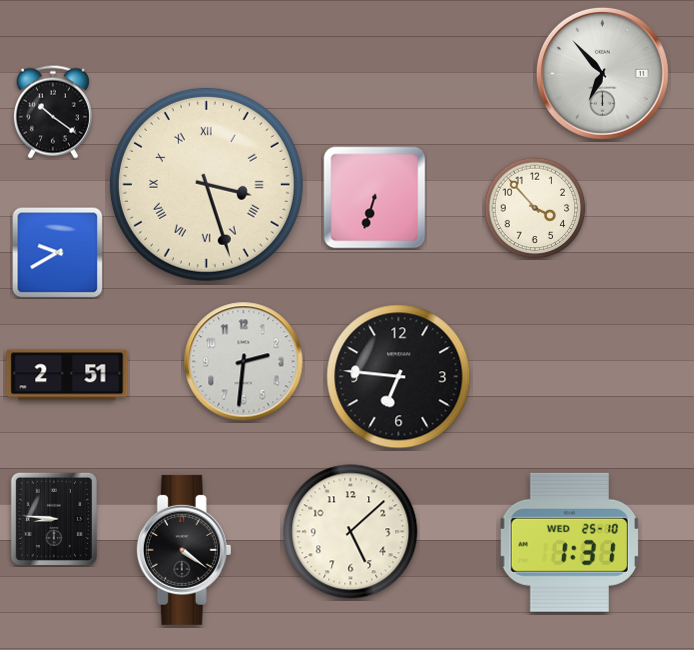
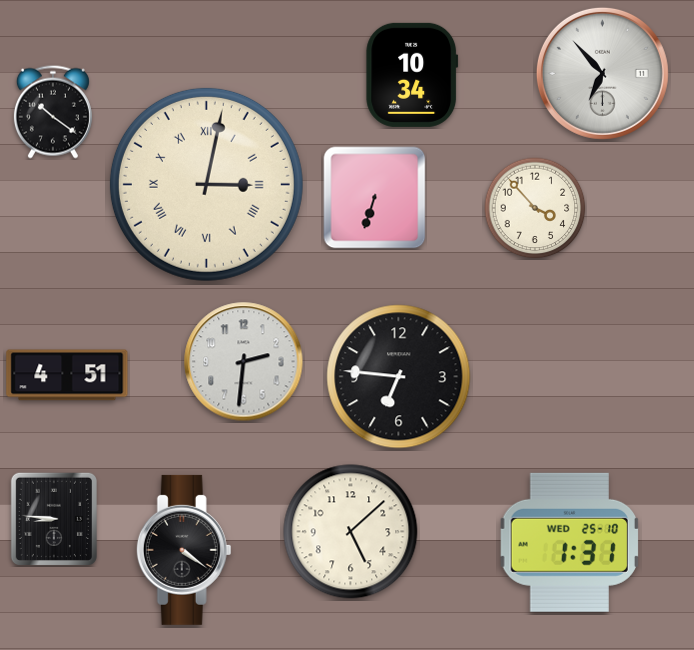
clock at (412, 75): none -> 10:34
clock at (206, 184): 3:27 -> 3:02
clock at (57, 252): 9:40 -> none
clock at (67, 375): 2:51 -> 4:51
